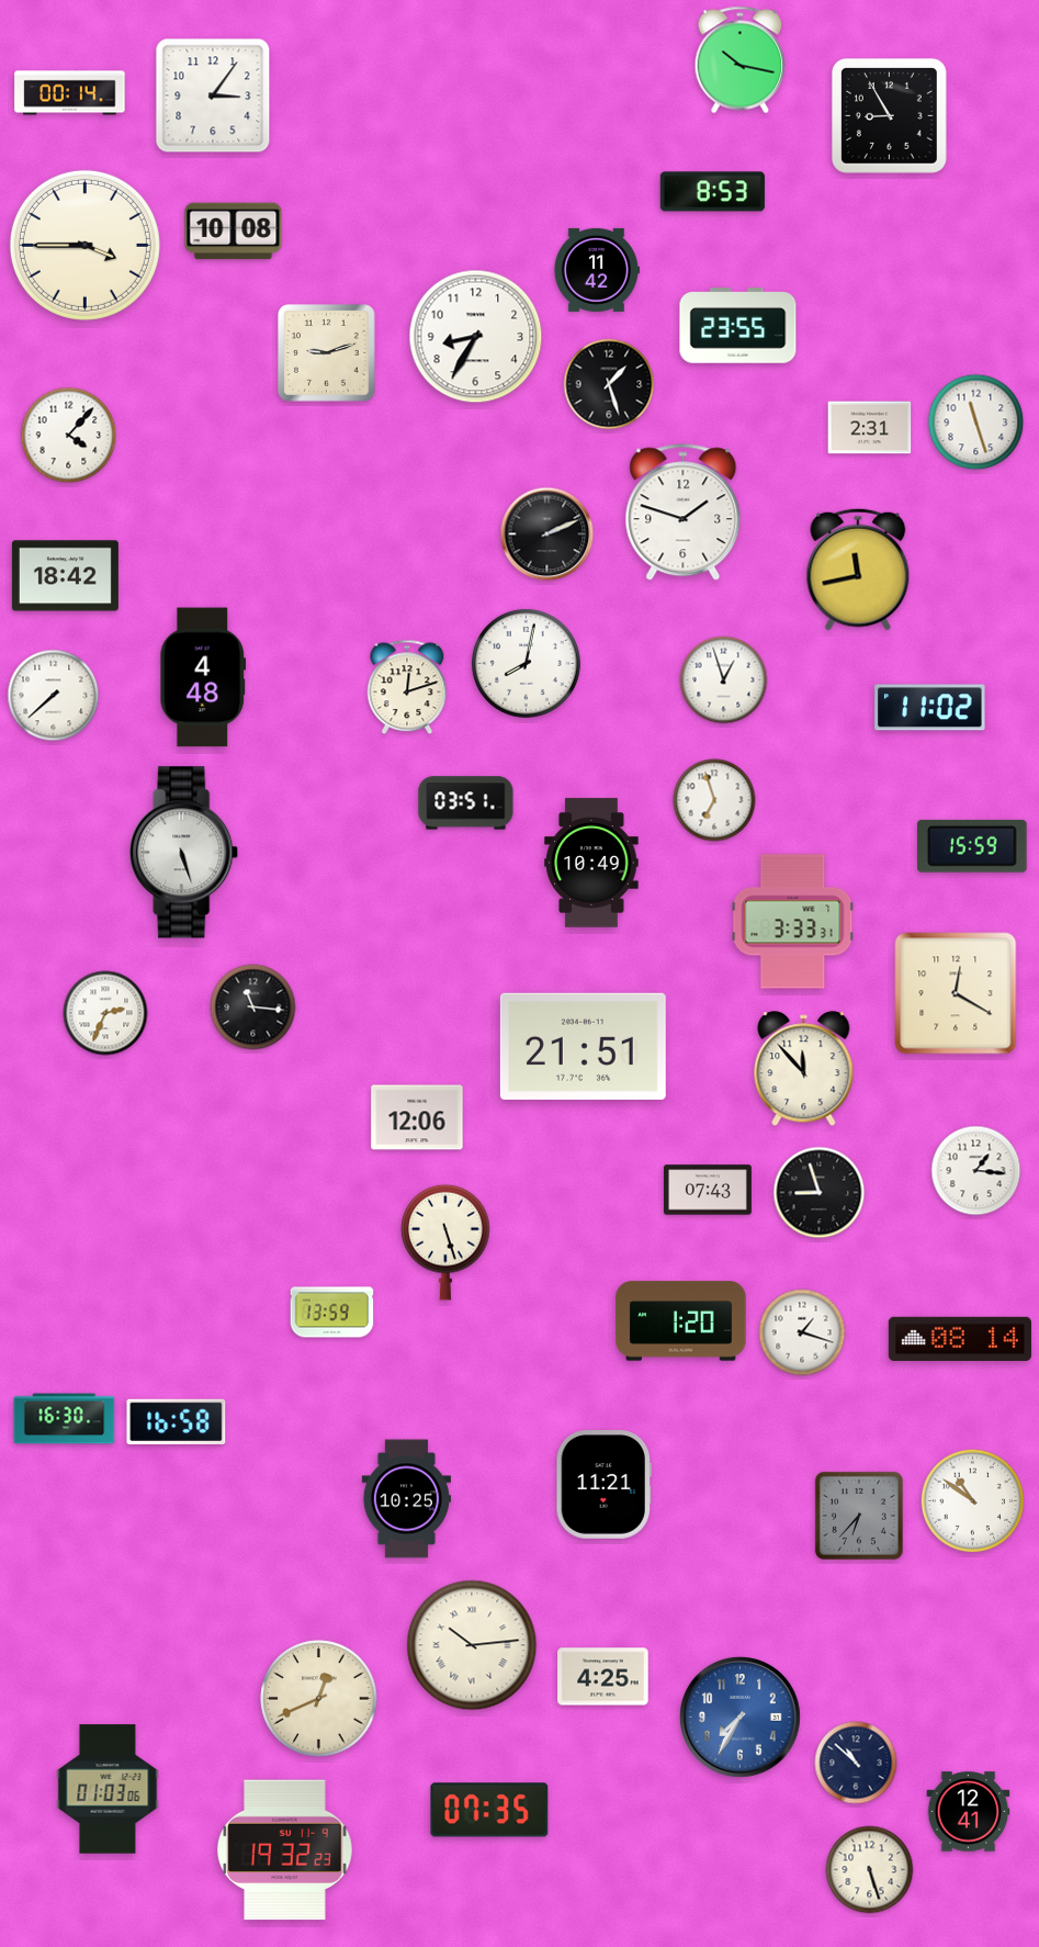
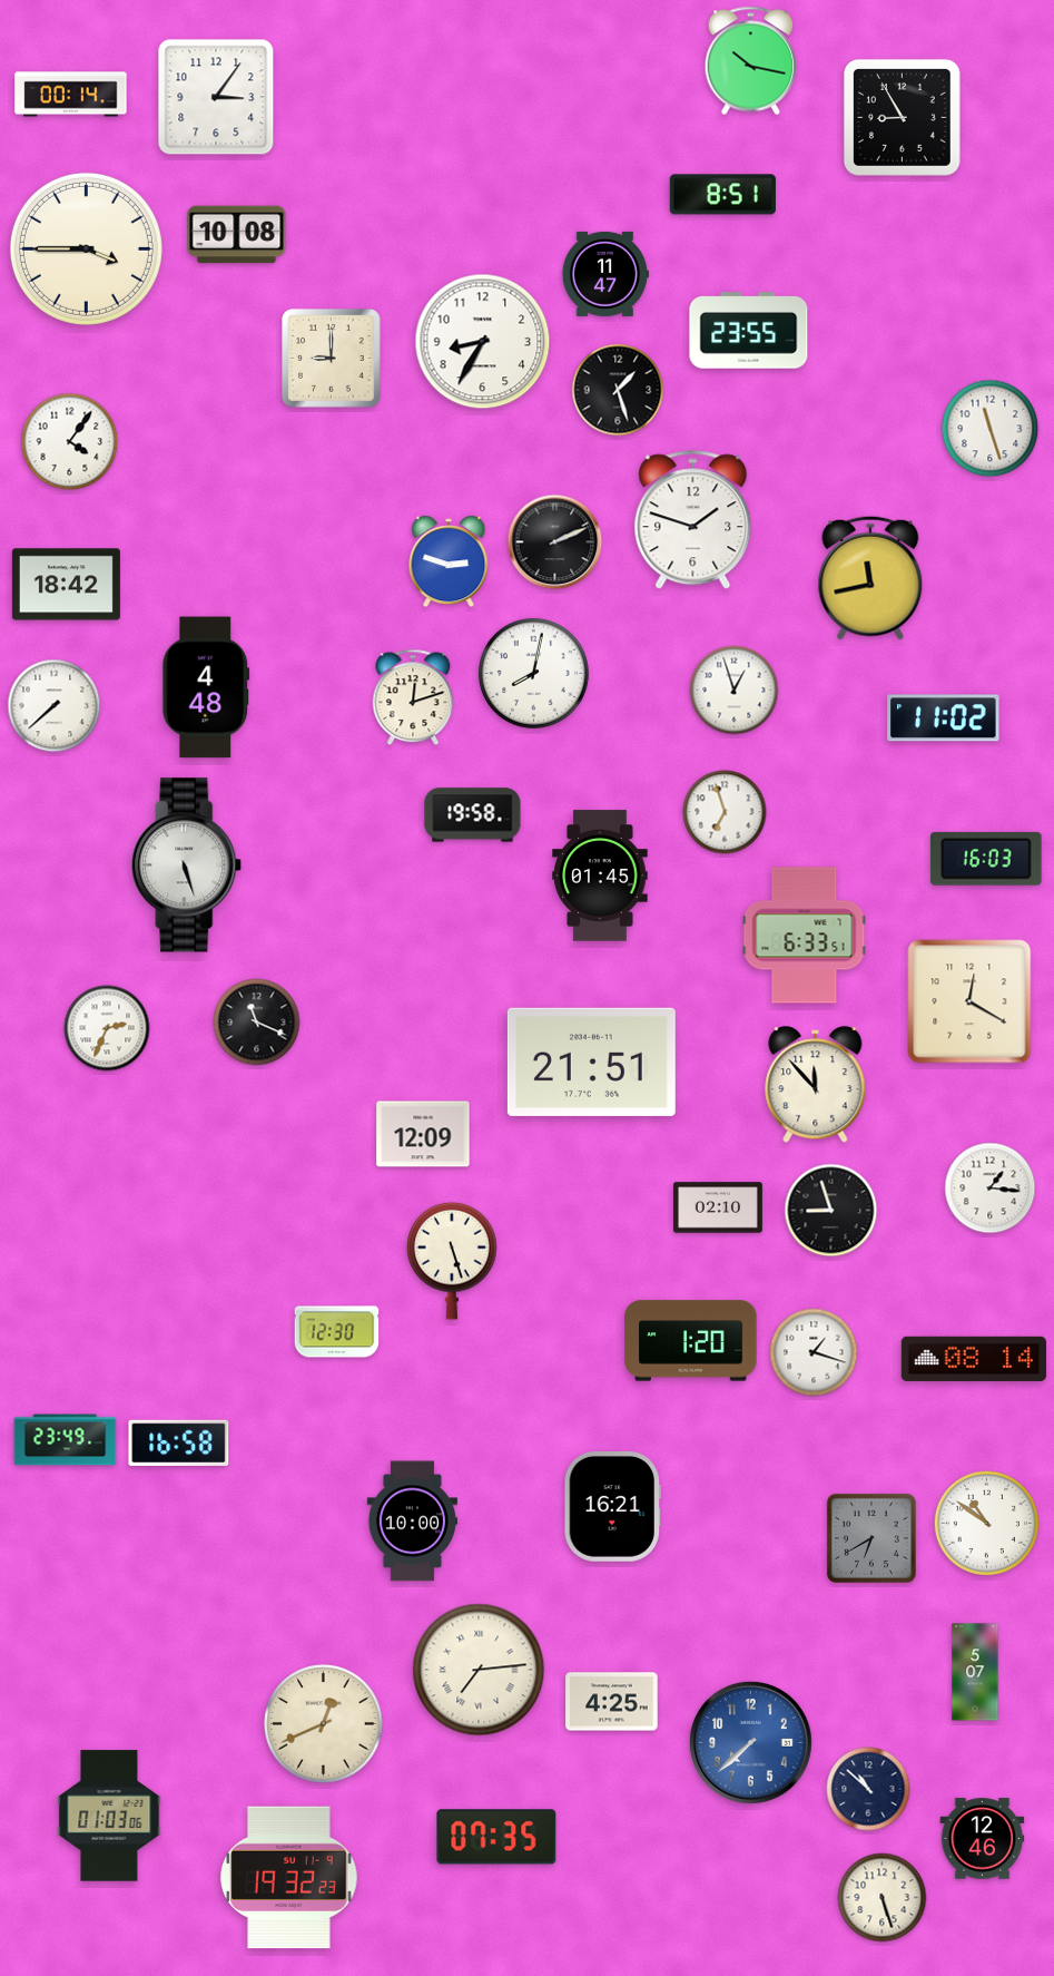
clock at (712, 192): 8:53 -> 8:51
clock at (596, 270): 11:42 -> 11:47
clock at (327, 353): 9:12 -> 9:00
clock at (870, 428): 2:31 -> none
clock at (69, 436): 4:07 -> 4:06
clock at (449, 561): none -> 2:48
clock at (466, 803): 03:51 -> 19:58
clock at (972, 846): 15:59 -> 16:03
clock at (591, 863): 10:49 -> 01:45
clock at (793, 922): 3:33 -> 6:33
clock at (956, 993) position: (956, 993) -> (969, 1001)
clock at (253, 1008): 11:16 -> 11:19
clock at (417, 1117): 12:06 -> 12:09
clock at (708, 1190): 07:43 -> 02:10
clock at (332, 1313): 13:59 -> 12:30
clock at (65, 1419): 16:30 -> 23:49
clock at (603, 1485): 11:21 -> 16:21
clock at (406, 1499): 10:25 -> 10:00
clock at (859, 1516): 6:37 -> 6:40
clock at (472, 1645): 10:14 -> 7:14
clock at (975, 1672): none -> 5:07
clock at (739, 1717): 7:35 -> 7:38
clock at (969, 1812): 12:41 -> 12:46
